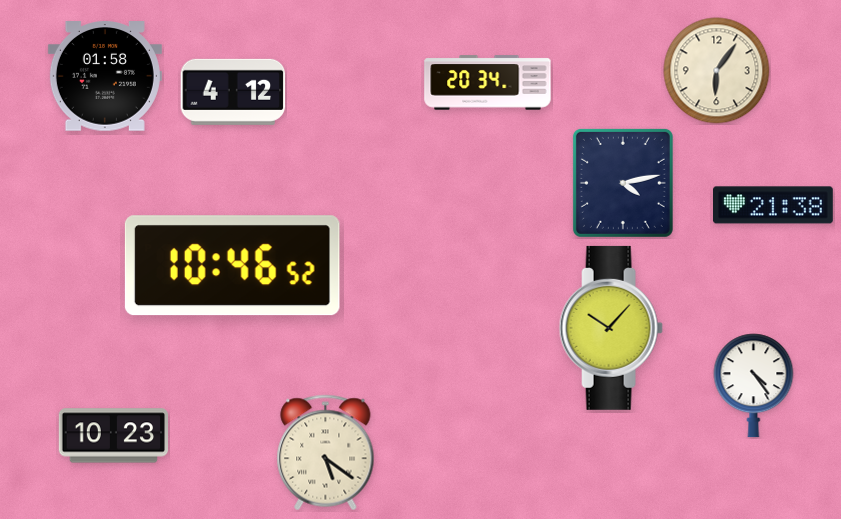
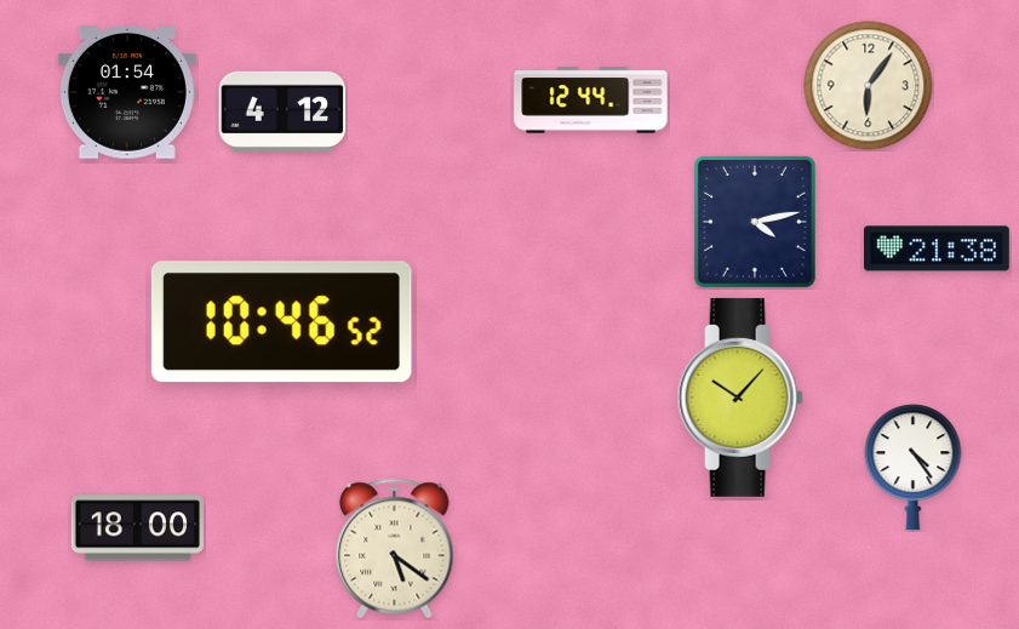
clock at (105, 76): 01:58 -> 01:54
clock at (488, 83): 20:34 -> 12:44
clock at (114, 436): 10:23 -> 18:00
